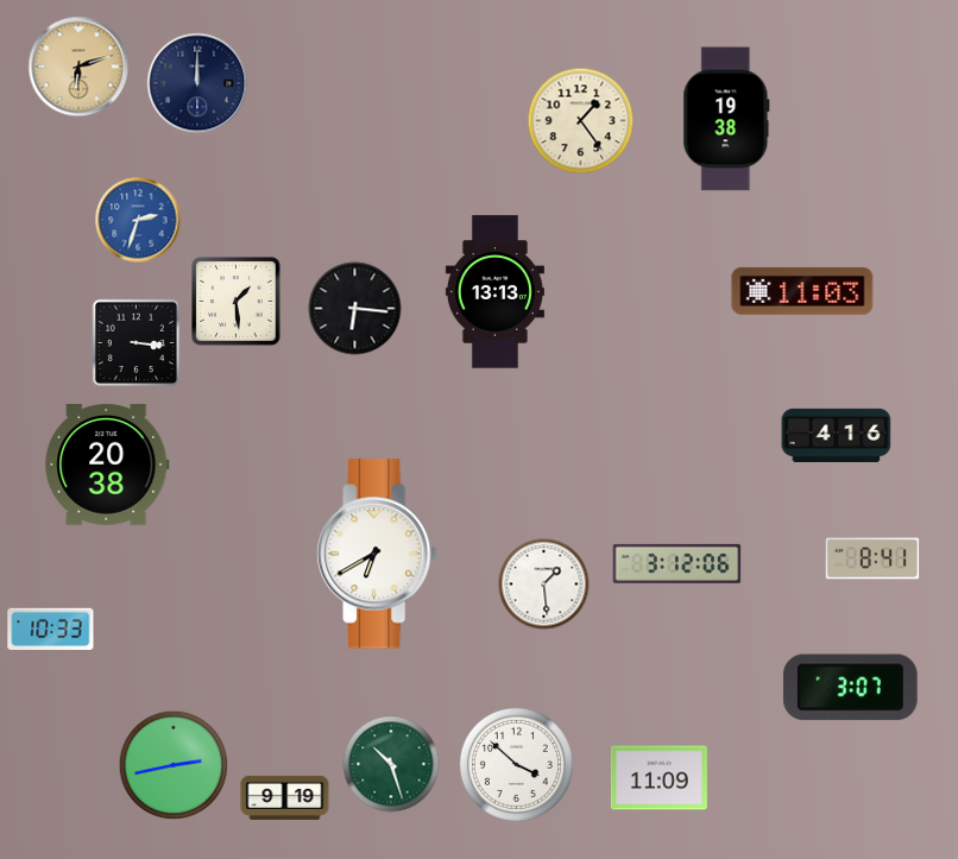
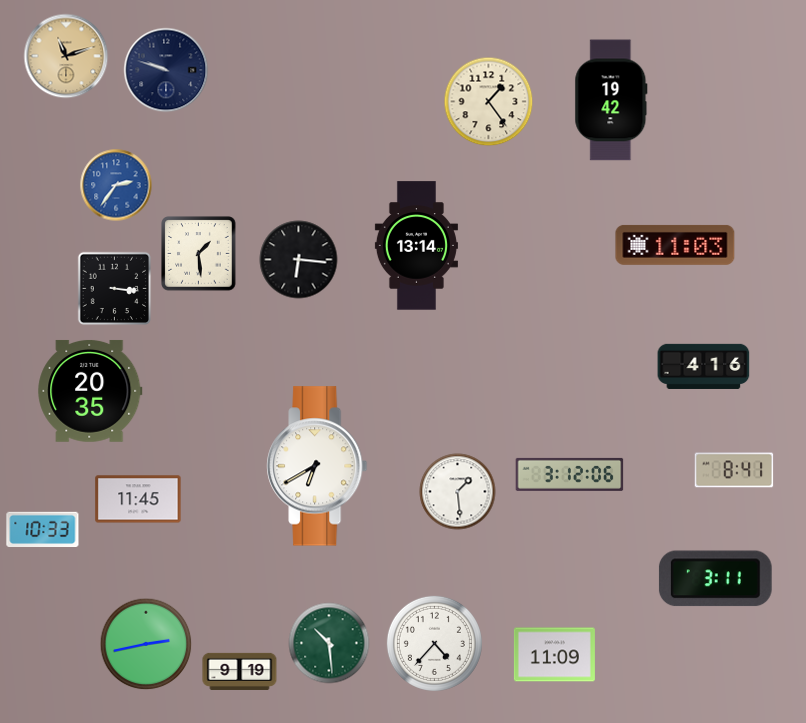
clock at (78, 67): 6:12 -> 11:12
clock at (197, 83): 12:00 -> 9:48
clock at (726, 119): 19:38 -> 19:42
clock at (138, 220): 2:33 -> 2:36
clock at (494, 292): 13:13 -> 13:14
clock at (107, 465): 20:38 -> 20:35
clock at (138, 499): none -> 11:45
clock at (850, 688): 3:07 -> 3:11
clock at (391, 764): 10:27 -> 10:29
clock at (516, 764): 3:52 -> 4:37
